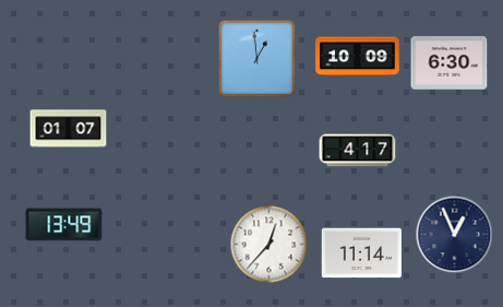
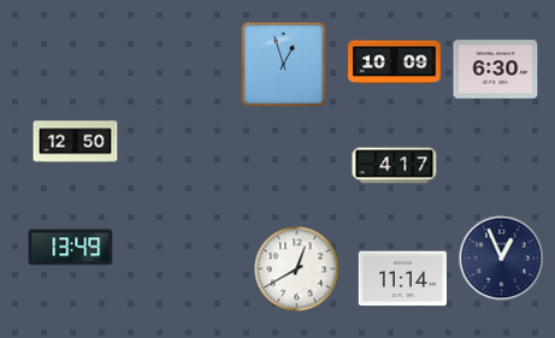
clock at (258, 59): 12:59 -> 12:57
clock at (69, 129): 01:07 -> 12:50
clock at (270, 245): 12:37 -> 12:40
clock at (361, 253) position: (361, 253) -> (402, 279)
